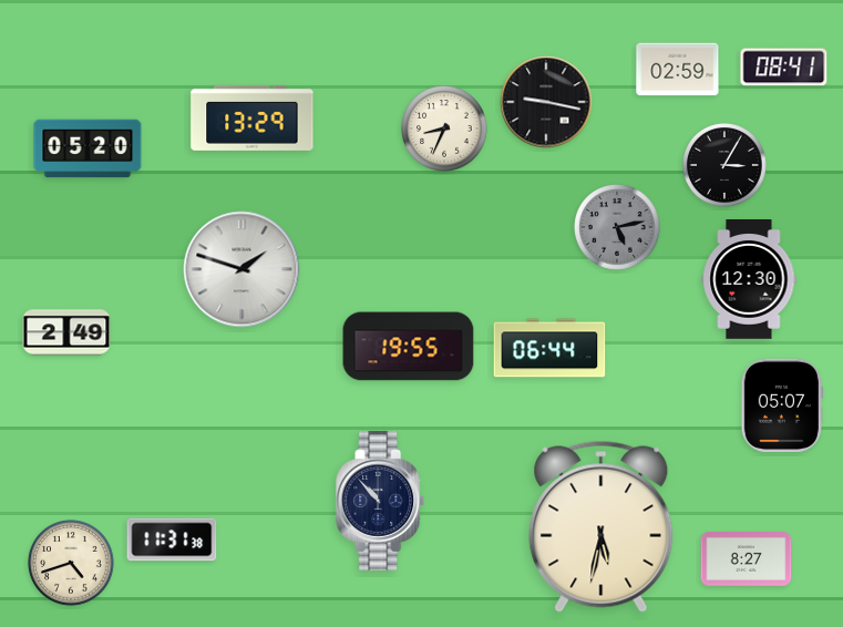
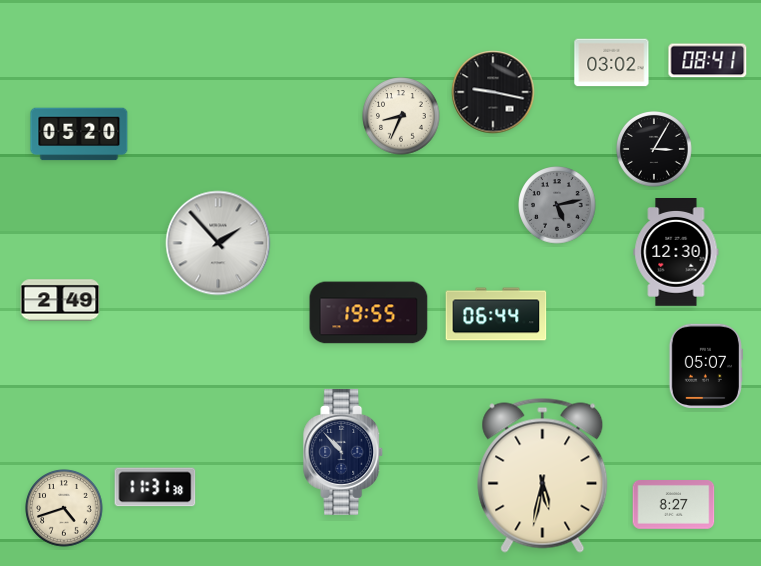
clock at (678, 70): 02:59 -> 03:02
clock at (253, 117): 13:29 -> none
clock at (241, 269): 1:48 -> 1:53
